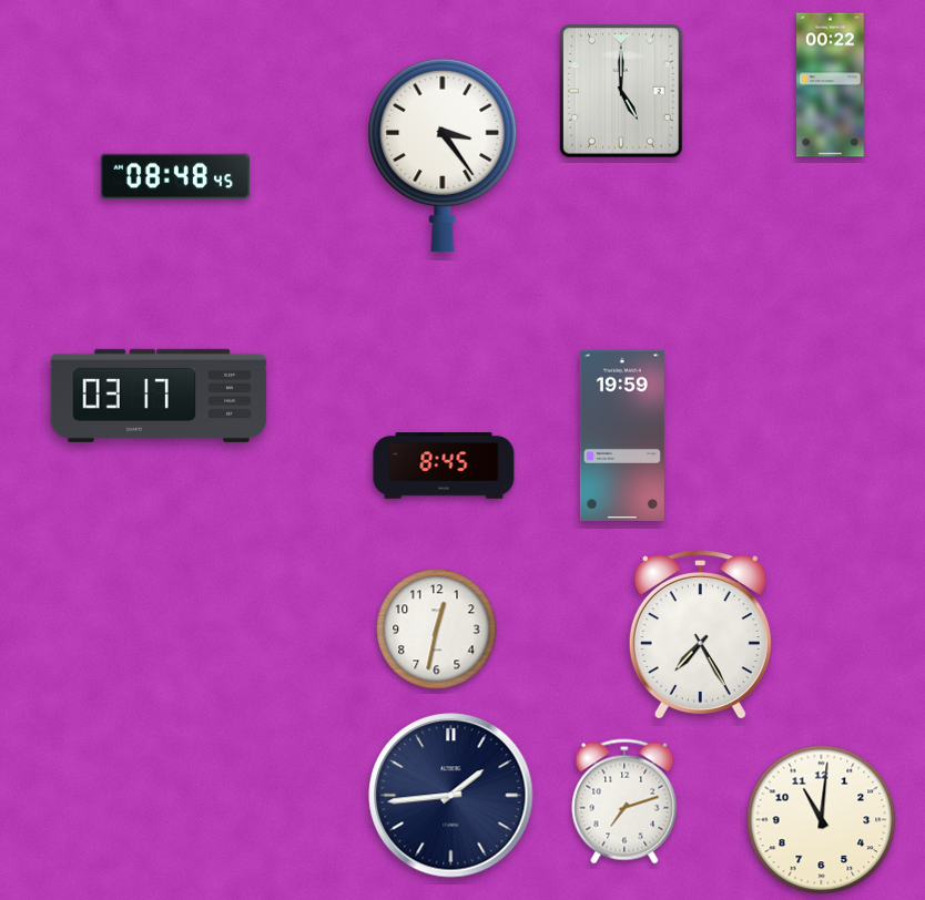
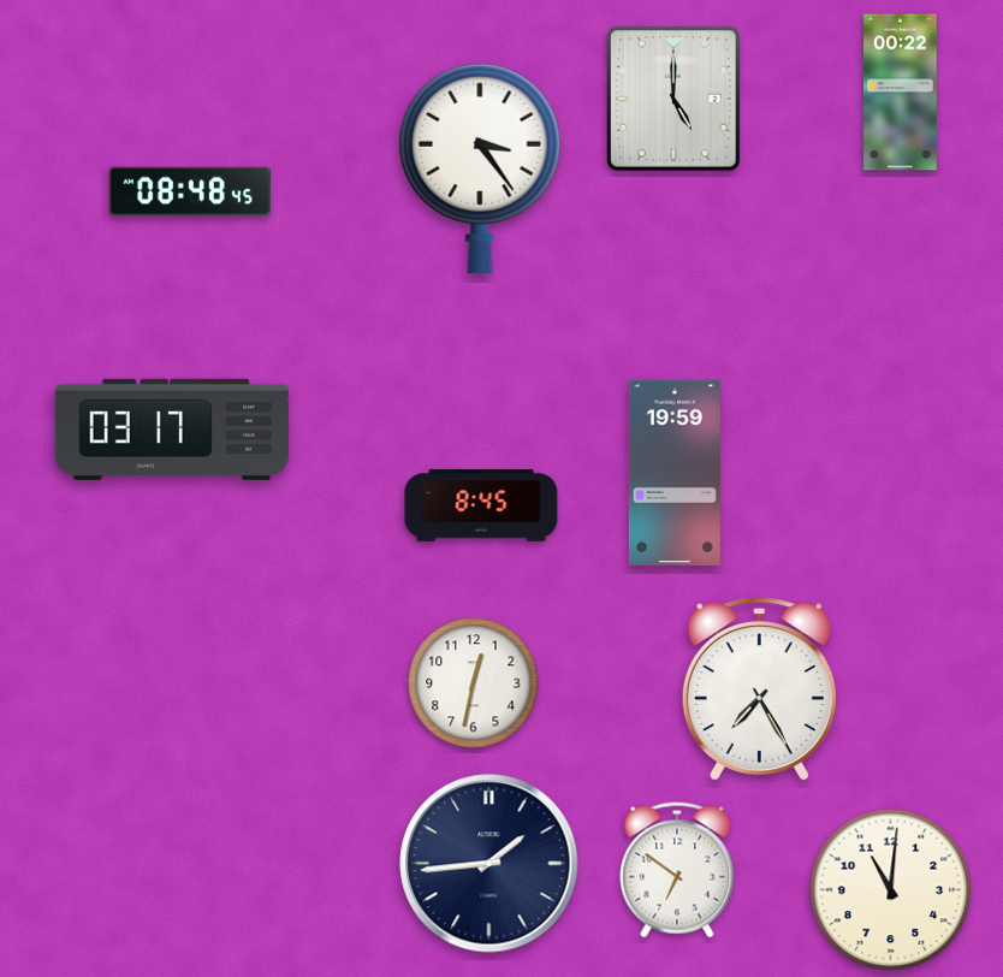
clock at (624, 801): 7:12 -> 6:51
